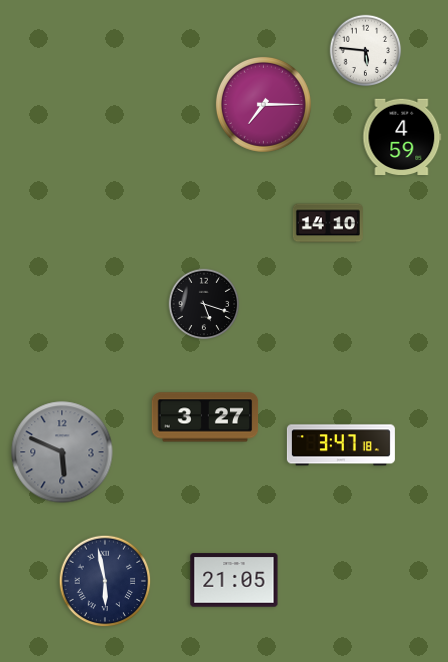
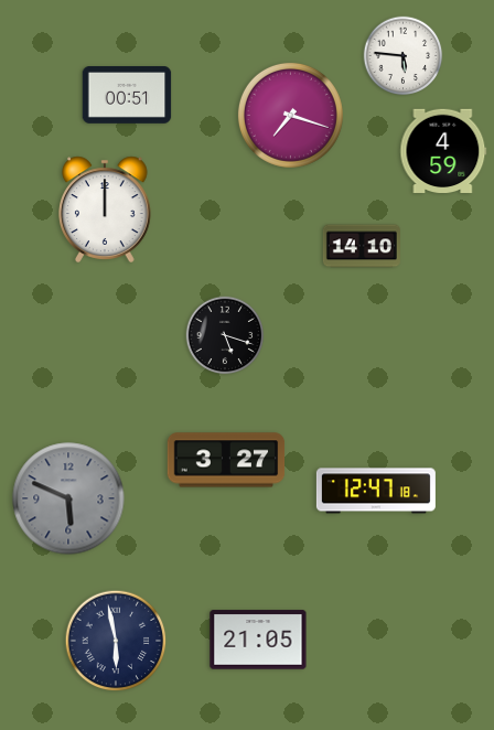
clock at (127, 96): none -> 00:51
clock at (263, 104): 7:15 -> 7:18
clock at (105, 210): none -> 12:00
clock at (341, 445): 3:47 -> 12:47
